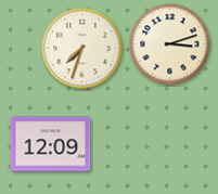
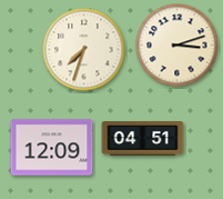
clock at (170, 44) position: (170, 44) -> (178, 46)
clock at (143, 139): none -> 04:51
